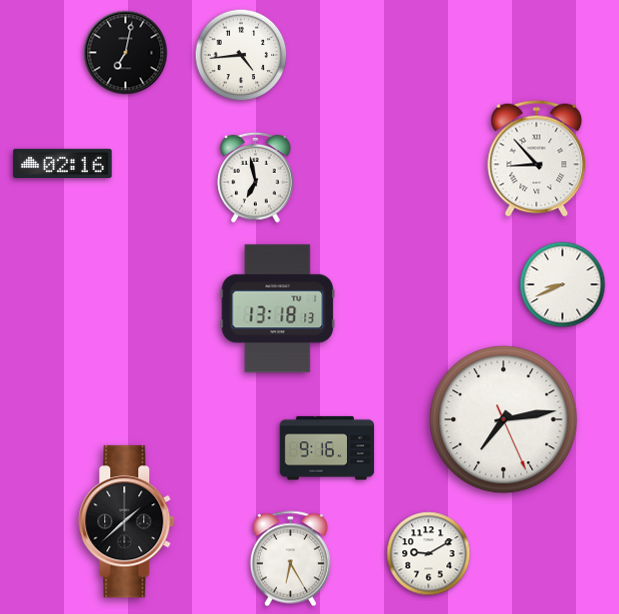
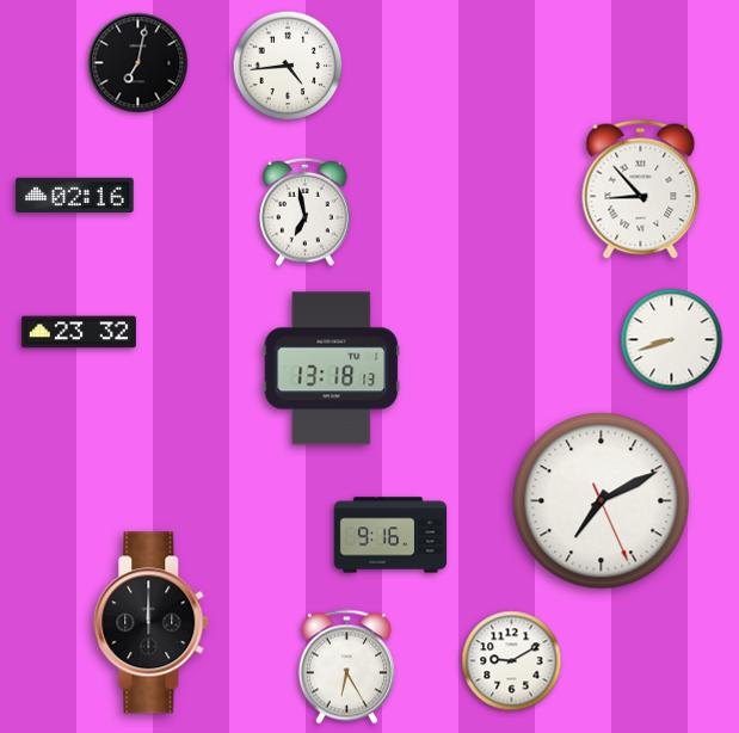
clock at (126, 53) position: (126, 53) -> (138, 63)
clock at (79, 332): none -> 23:32
clock at (563, 285): 8:41 -> 8:42
clock at (504, 420): 7:13 -> 7:10
clock at (127, 522): 1:38 -> 12:00
